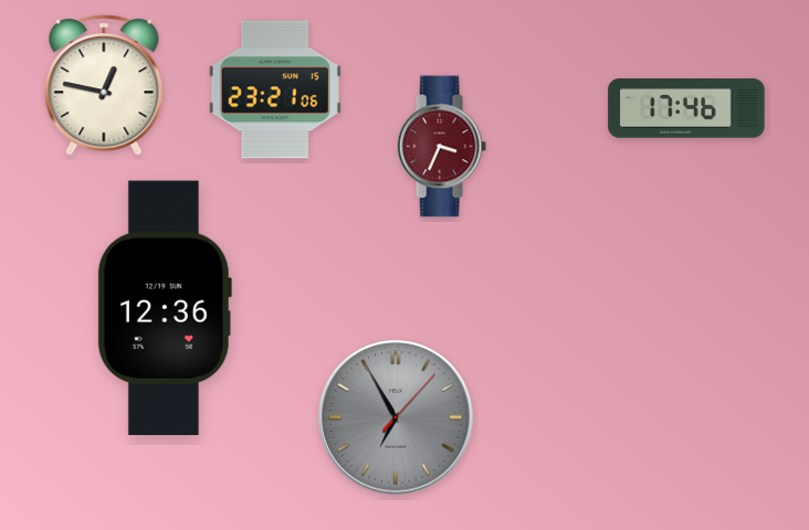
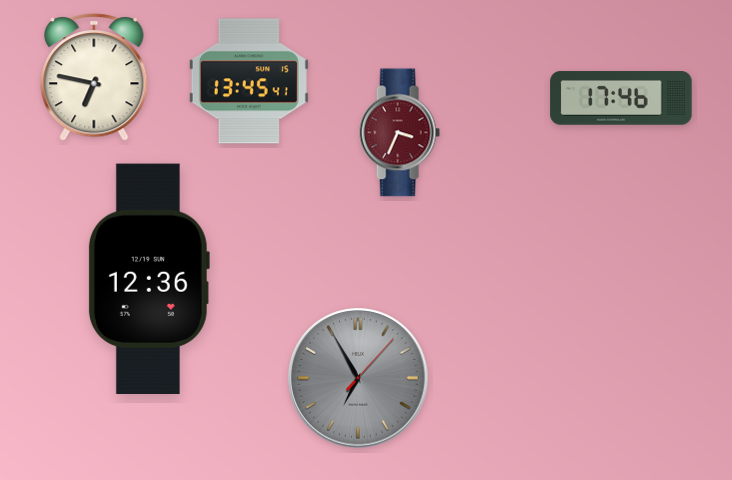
clock at (104, 85): 12:47 -> 6:47
clock at (275, 89): 23:21 -> 13:45
